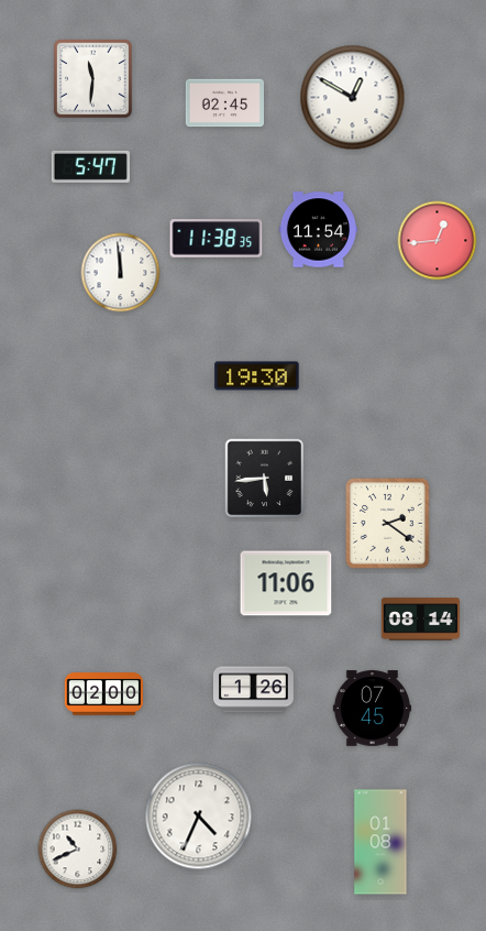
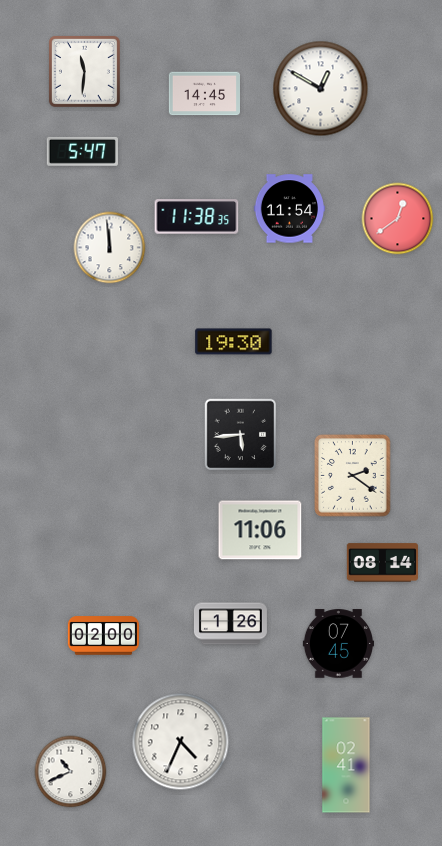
clock at (224, 103): 02:45 -> 14:45
clock at (438, 241): 12:44 -> 12:39
clock at (253, 690) position: (253, 690) -> (230, 624)
clock at (103, 694) position: (103, 694) -> (103, 636)
clock at (380, 842): 01:08 -> 02:41
